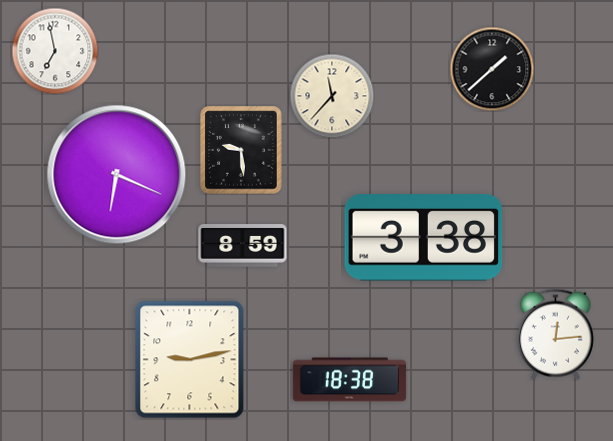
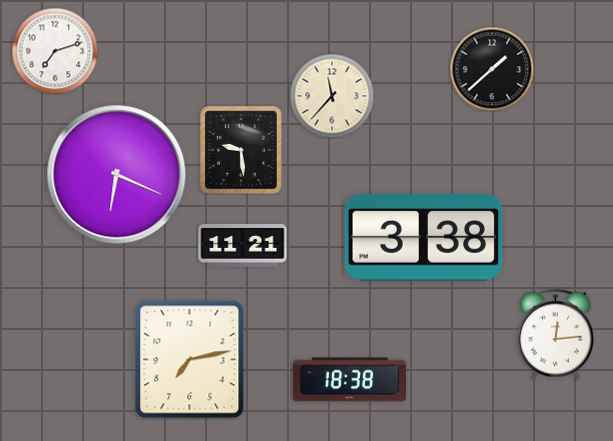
clock at (55, 51): 6:58 -> 7:12
clock at (243, 246): 8:59 -> 11:21
clock at (190, 360): 9:13 -> 7:13
